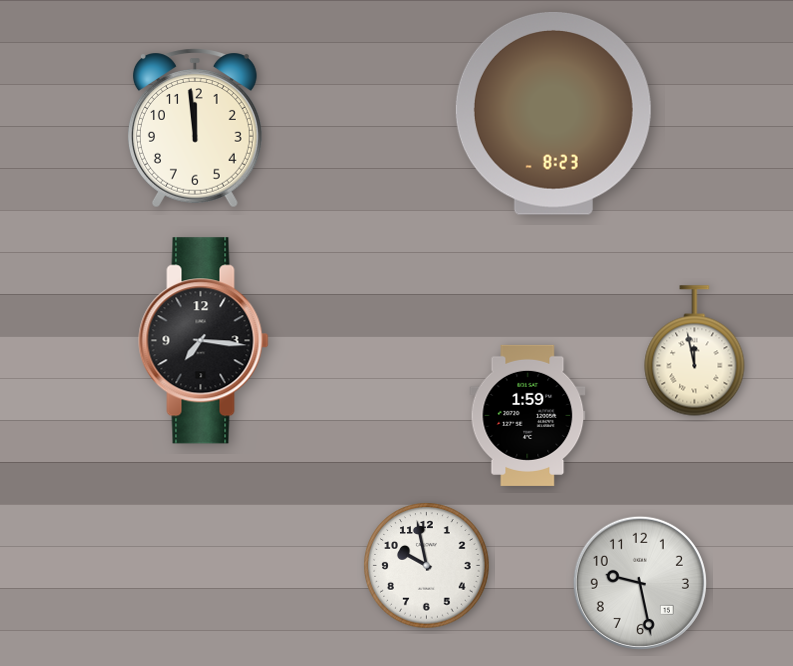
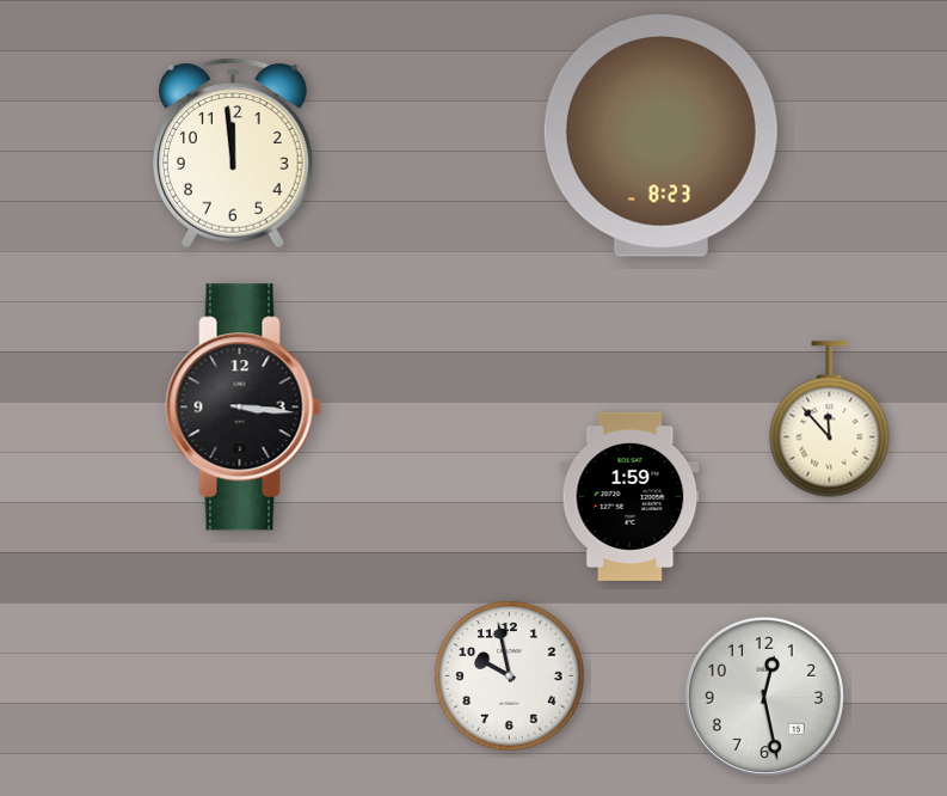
clock at (204, 341): 7:16 -> 3:16
clock at (695, 351): 11:58 -> 11:53
clock at (640, 583): 9:28 -> 12:28
